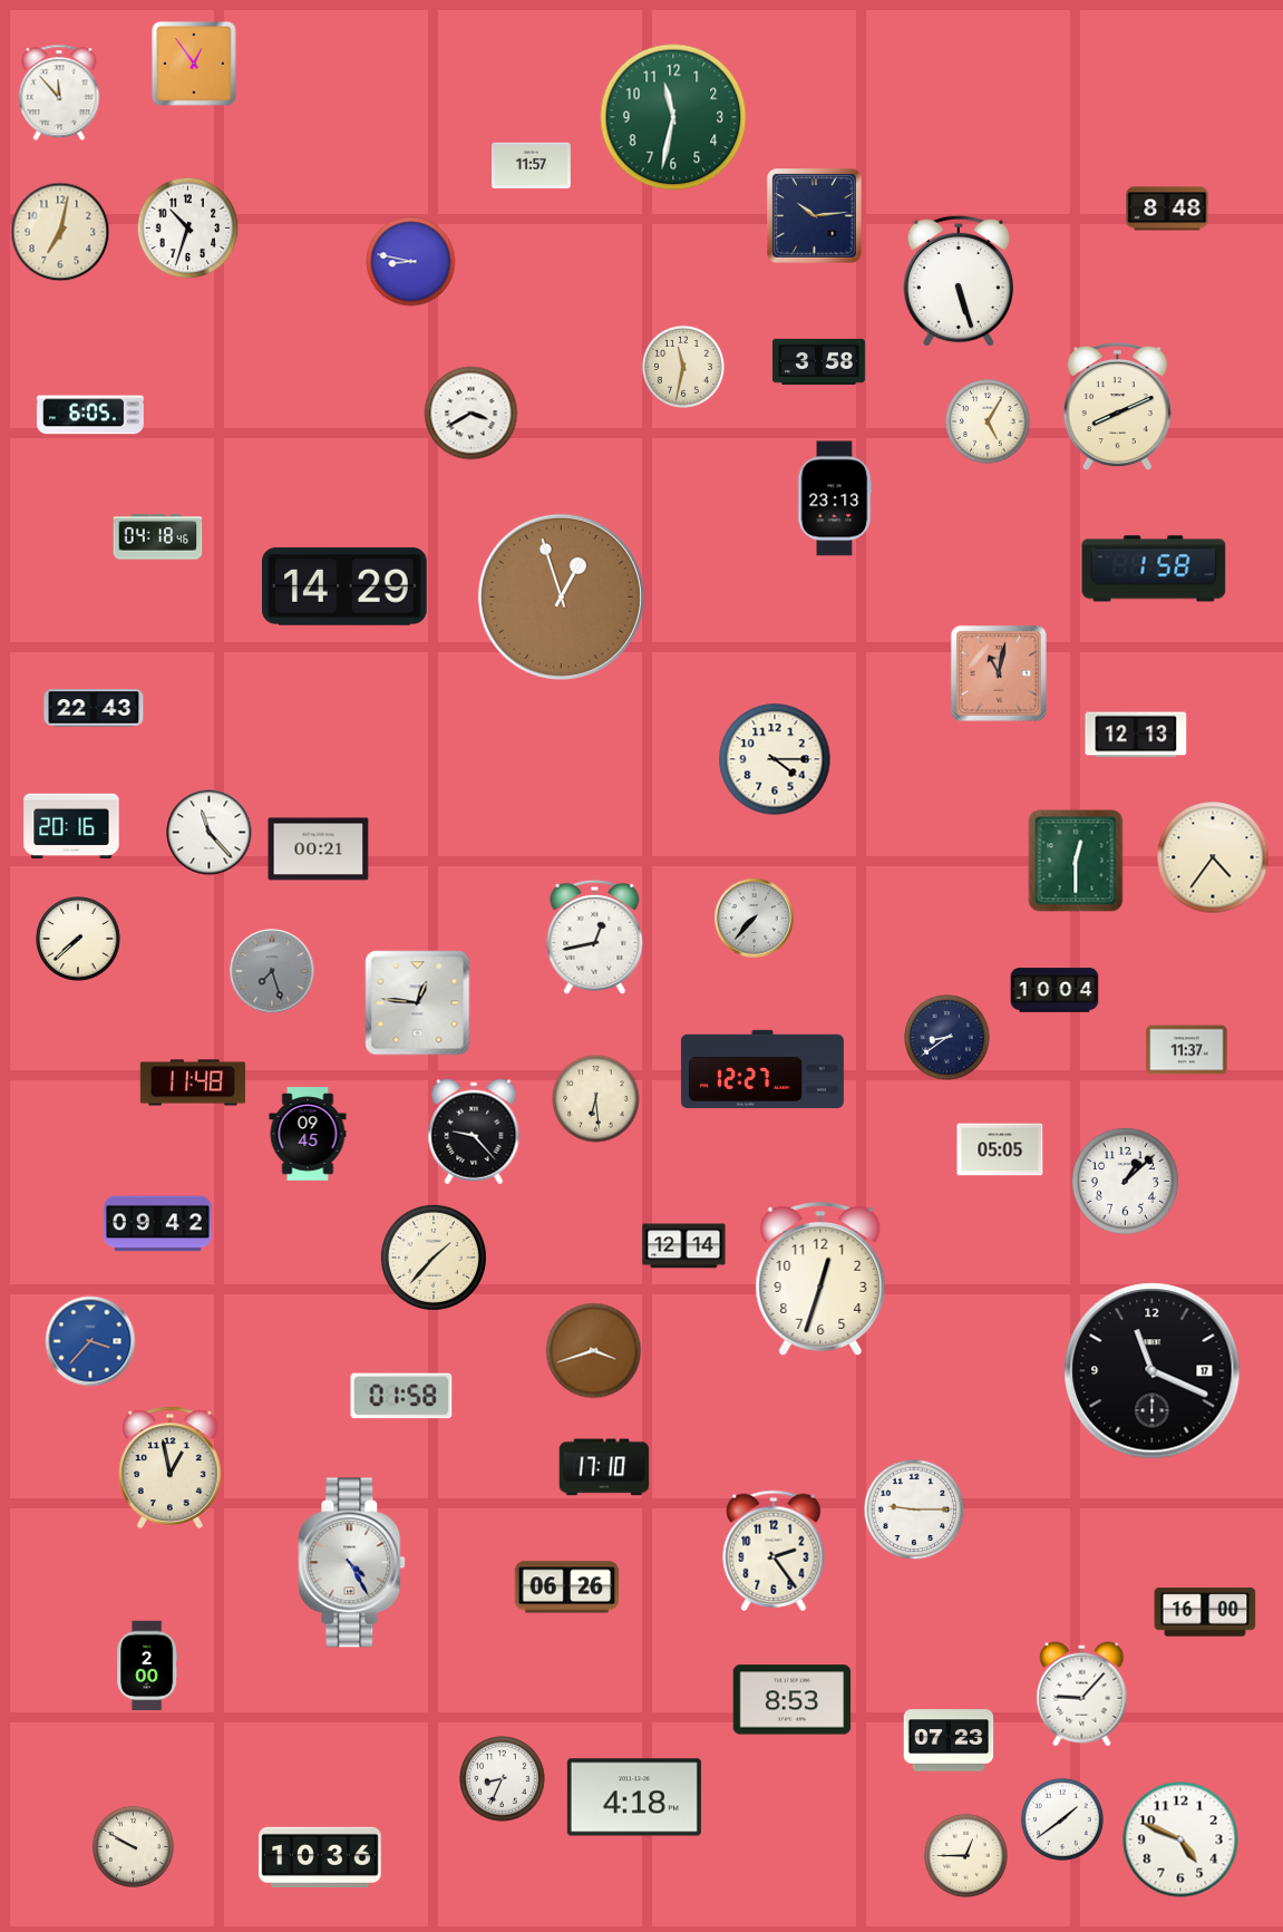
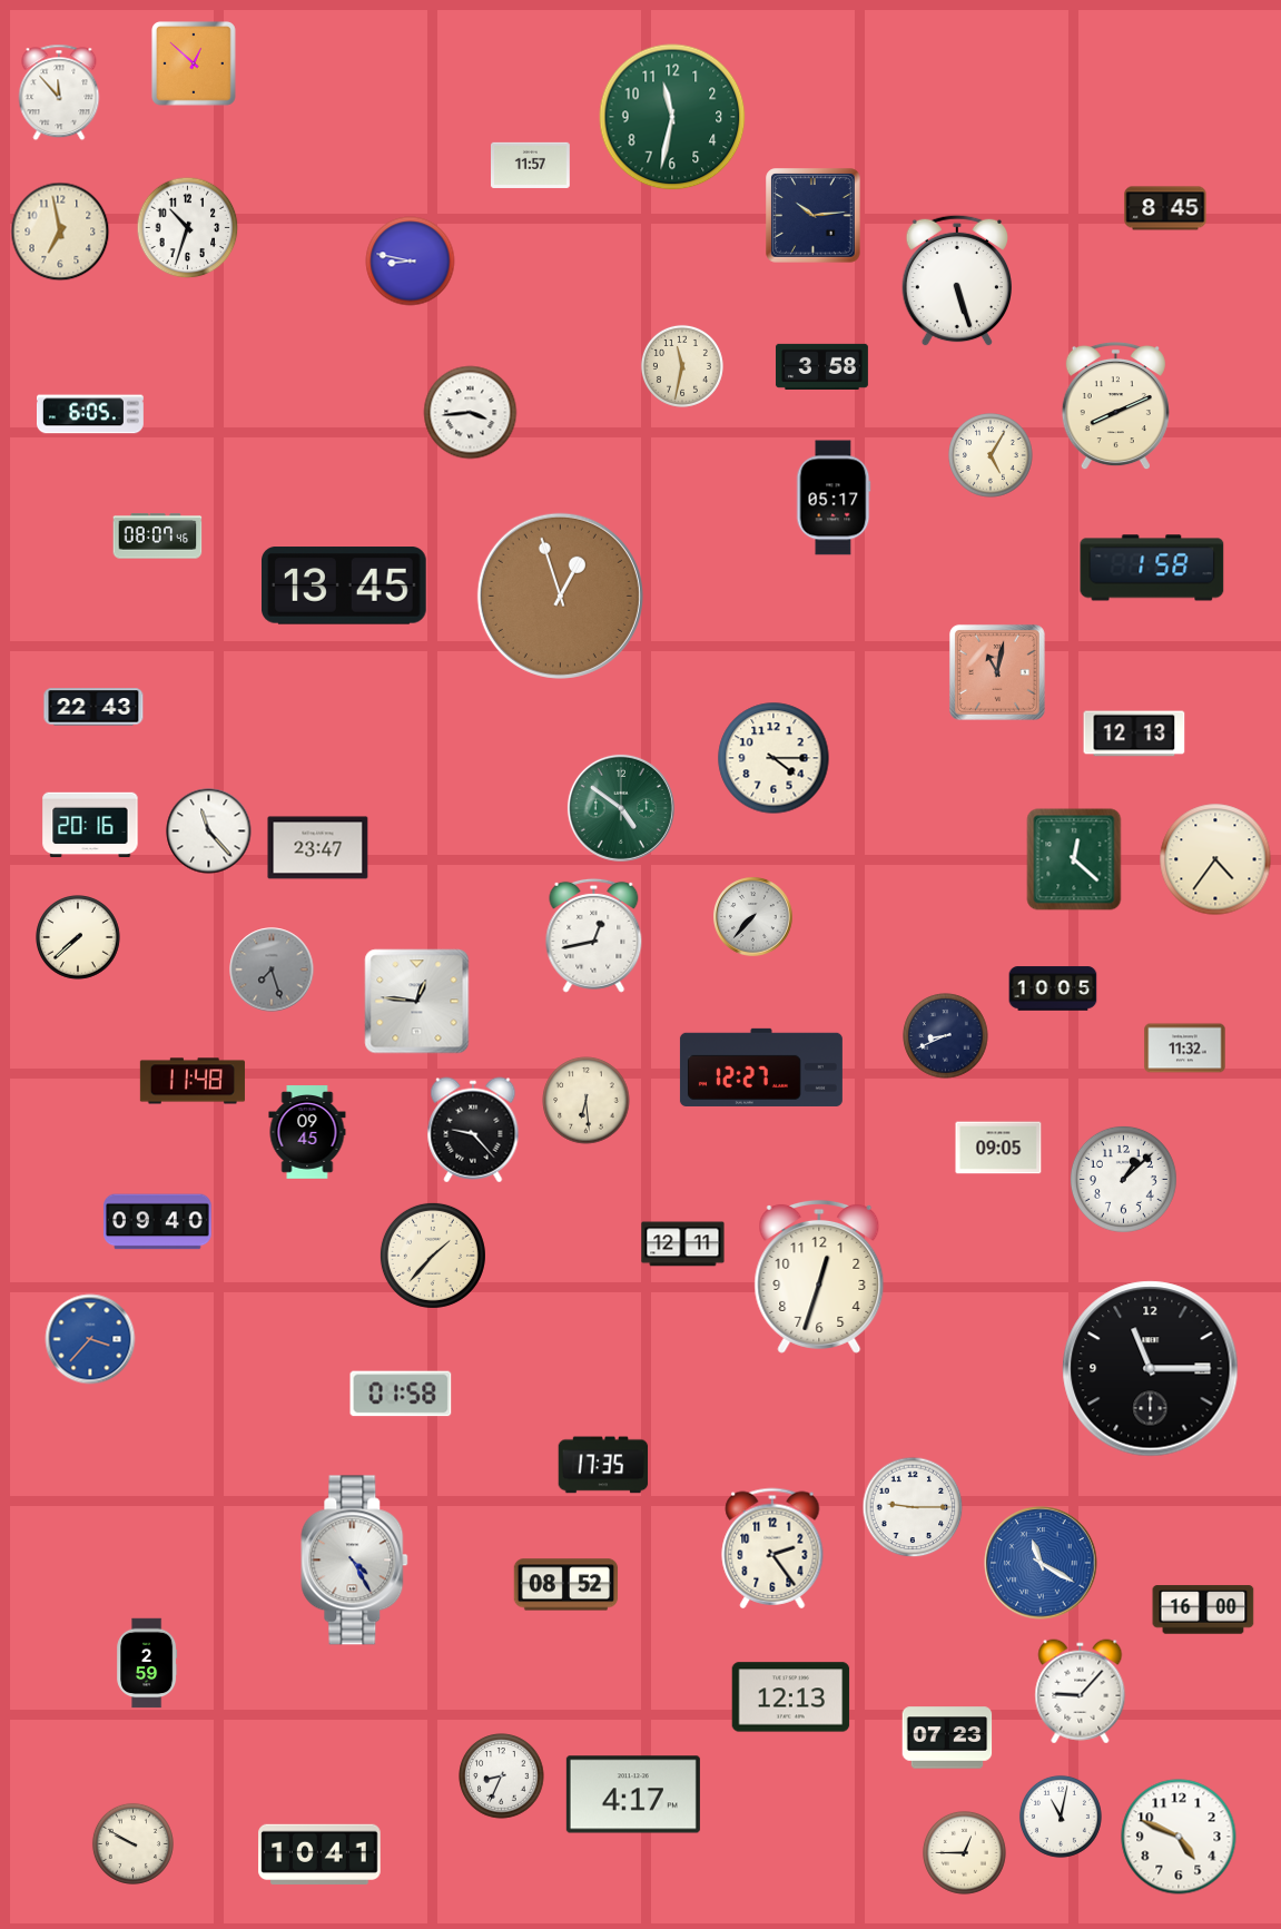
clock at (195, 65): 12:54 -> 12:52
clock at (1167, 208): 8:48 -> 8:45
clock at (60, 232): 7:02 -> 6:58
clock at (818, 361) position: (818, 361) -> (821, 366)
clock at (472, 414): 3:40 -> 3:44
clock at (988, 421) position: (988, 421) -> (991, 455)
clock at (835, 498): 23:13 -> 05:17
clock at (158, 537): 04:18 -> 08:07
clock at (346, 586): 14:29 -> 13:45
clock at (621, 808): none -> 4:51
clock at (71, 826) position: (71, 826) -> (90, 825)
clock at (319, 850): 00:21 -> 23:47
clock at (1213, 857) position: (1213, 857) -> (1215, 859)
clock at (1076, 861): 12:30 -> 12:22
clock at (1054, 990): 10:04 -> 10:05
clock at (947, 1038): 8:39 -> 8:41
clock at (1187, 1050): 11:37 -> 11:32
clock at (596, 1099) position: (596, 1099) -> (587, 1101)
clock at (1000, 1149): 05:05 -> 09:05
clock at (158, 1224): 09:42 -> 09:40
clock at (684, 1246): 12:14 -> 12:11
clock at (594, 1351): 3:42 -> none
clock at (1153, 1371): 11:19 -> 11:15
clock at (171, 1467): 12:58 -> none
clock at (604, 1467): 17:10 -> 17:35
clock at (352, 1563) position: (352, 1563) -> (355, 1561)
clock at (1041, 1563): none -> 11:20
clock at (567, 1588): 06:26 -> 08:52
clock at (147, 1666): 2:00 -> 2:59
clock at (793, 1700): 8:53 -> 12:13
clock at (634, 1797): 4:18 -> 4:17
clock at (1062, 1819): 1:39 -> 11:02
clock at (320, 1856): 10:36 -> 10:41
